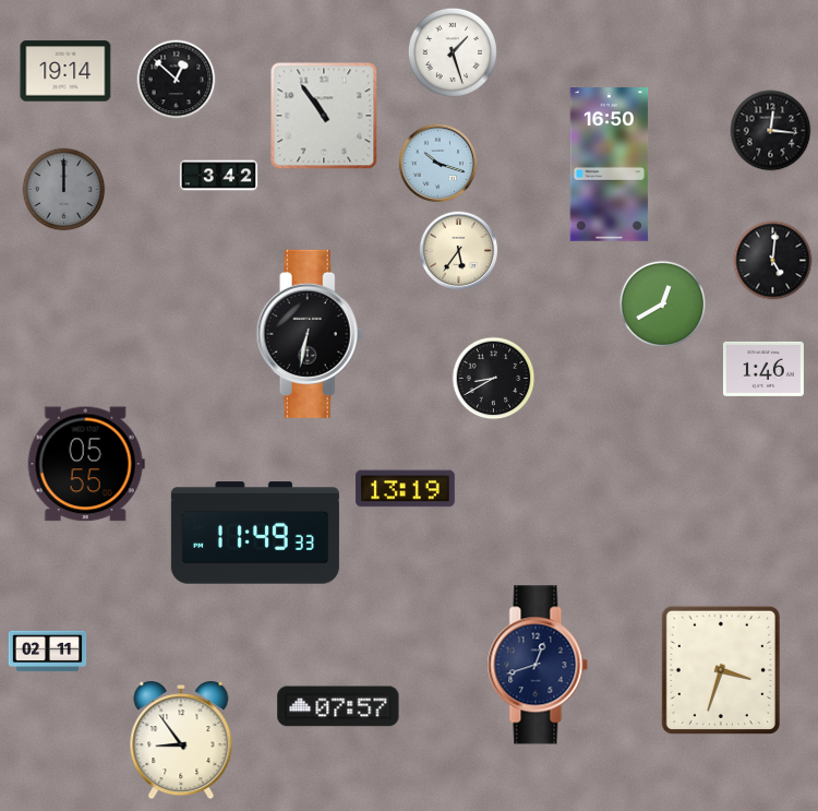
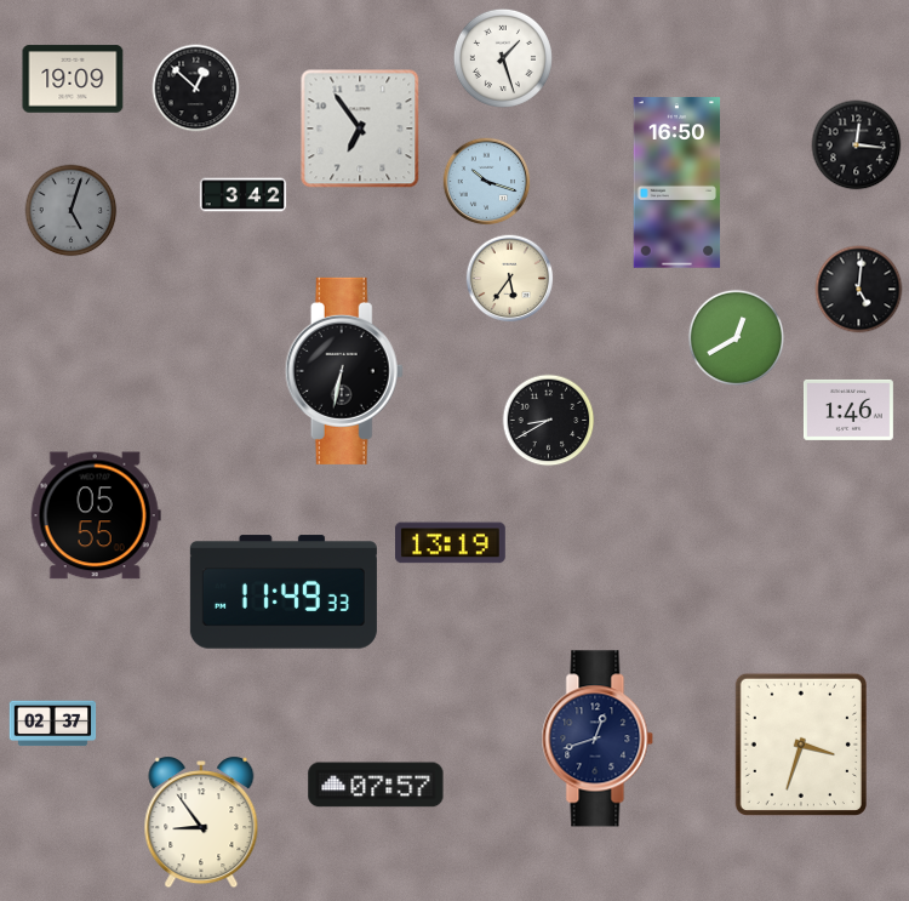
clock at (65, 71): 19:14 -> 19:09
clock at (324, 116): 10:54 -> 6:54
clock at (64, 190): 12:00 -> 5:03
clock at (48, 652): 02:11 -> 02:37
